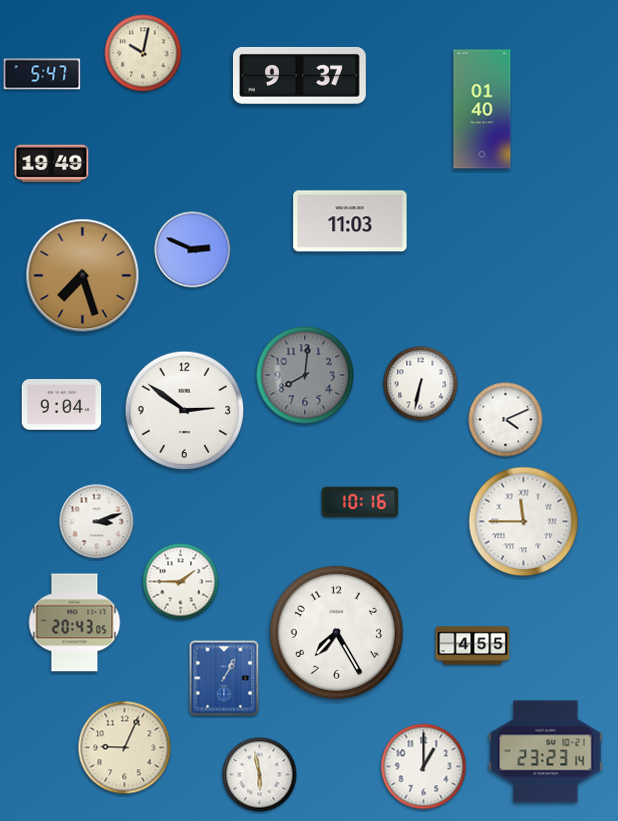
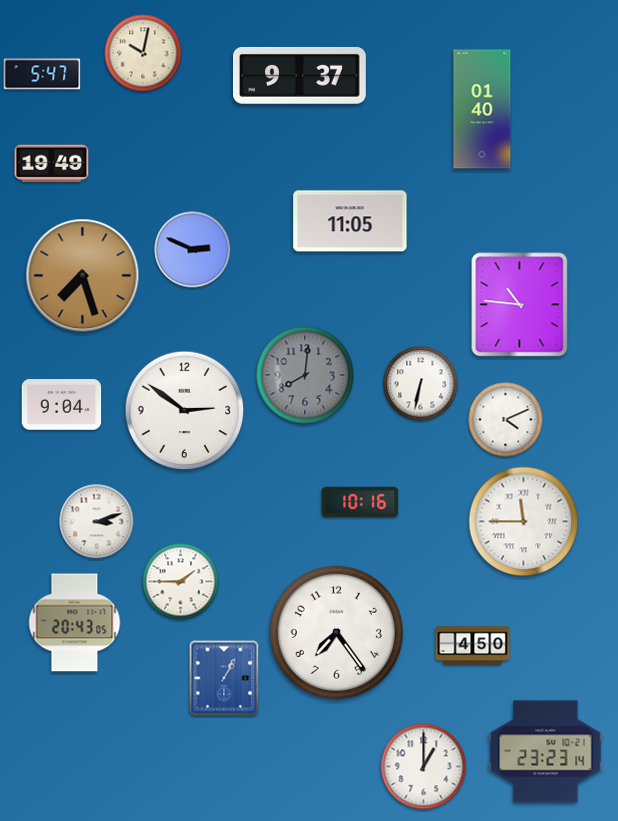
clock at (350, 221): 11:03 -> 11:05
clock at (520, 305): none -> 10:46
clock at (336, 632): 7:25 -> 7:24
clock at (473, 646): 4:55 -> 4:50
clock at (125, 748): 9:04 -> none
clock at (260, 775): 5:58 -> none
